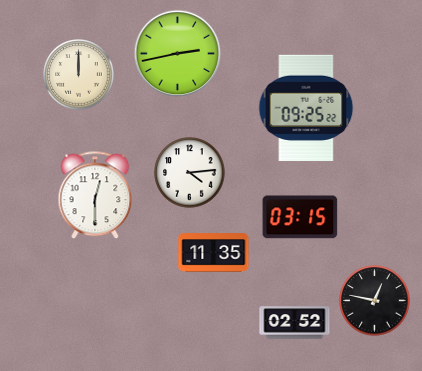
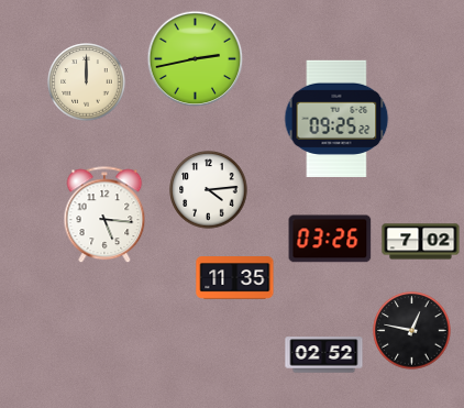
clock at (95, 196): 12:30 -> 5:16
clock at (300, 217): 03:15 -> 03:26
clock at (421, 242): none -> 7:02
